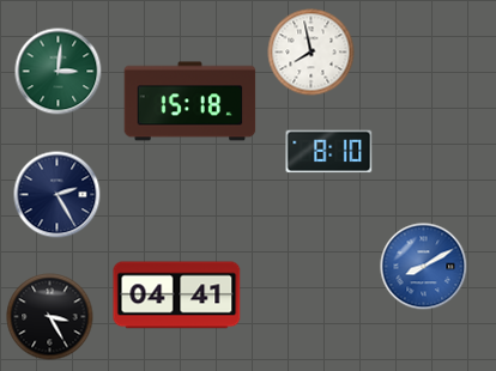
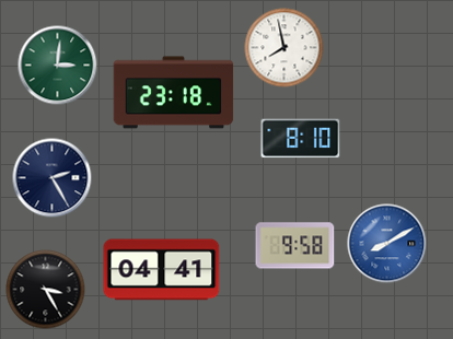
clock at (59, 72) position: (59, 72) -> (58, 66)
clock at (190, 102): 15:18 -> 23:18
clock at (295, 246): none -> 9:58
